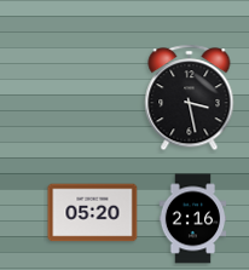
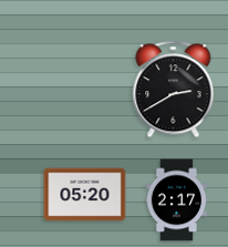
clock at (190, 98): 3:28 -> 2:40
clock at (193, 219): 2:16 -> 2:17
